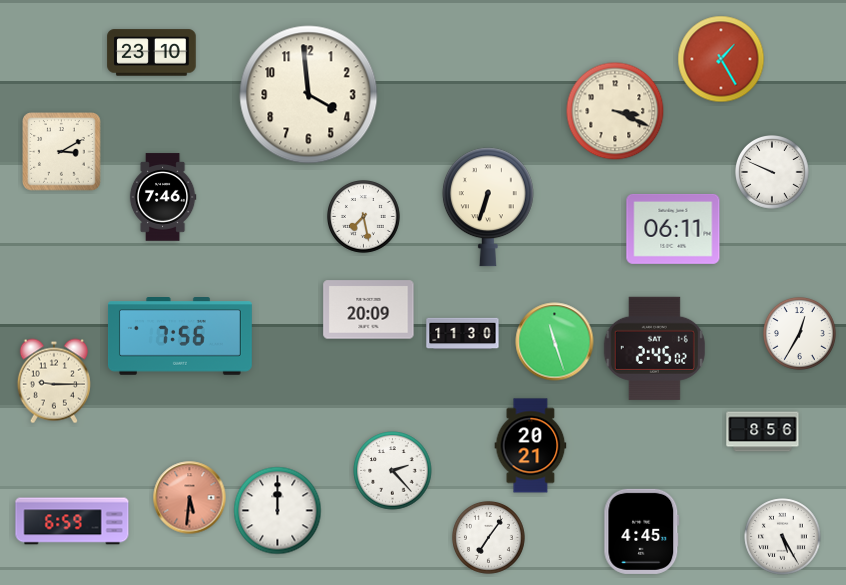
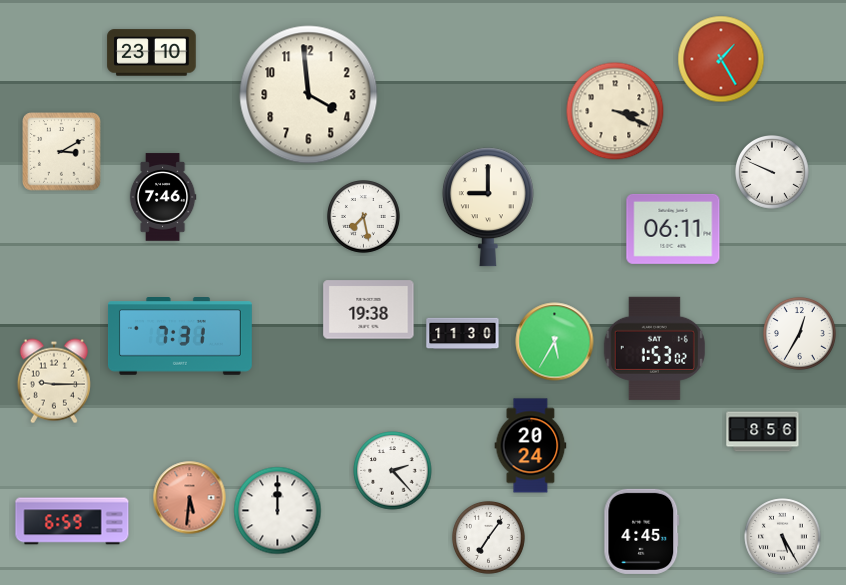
clock at (488, 207): 6:33 -> 9:00
clock at (369, 310): 20:09 -> 19:38
clock at (180, 337): 7:56 -> 7:31
clock at (555, 342): 11:27 -> 5:35
clock at (654, 348): 2:45 -> 1:53
clock at (531, 446): 20:21 -> 20:24
